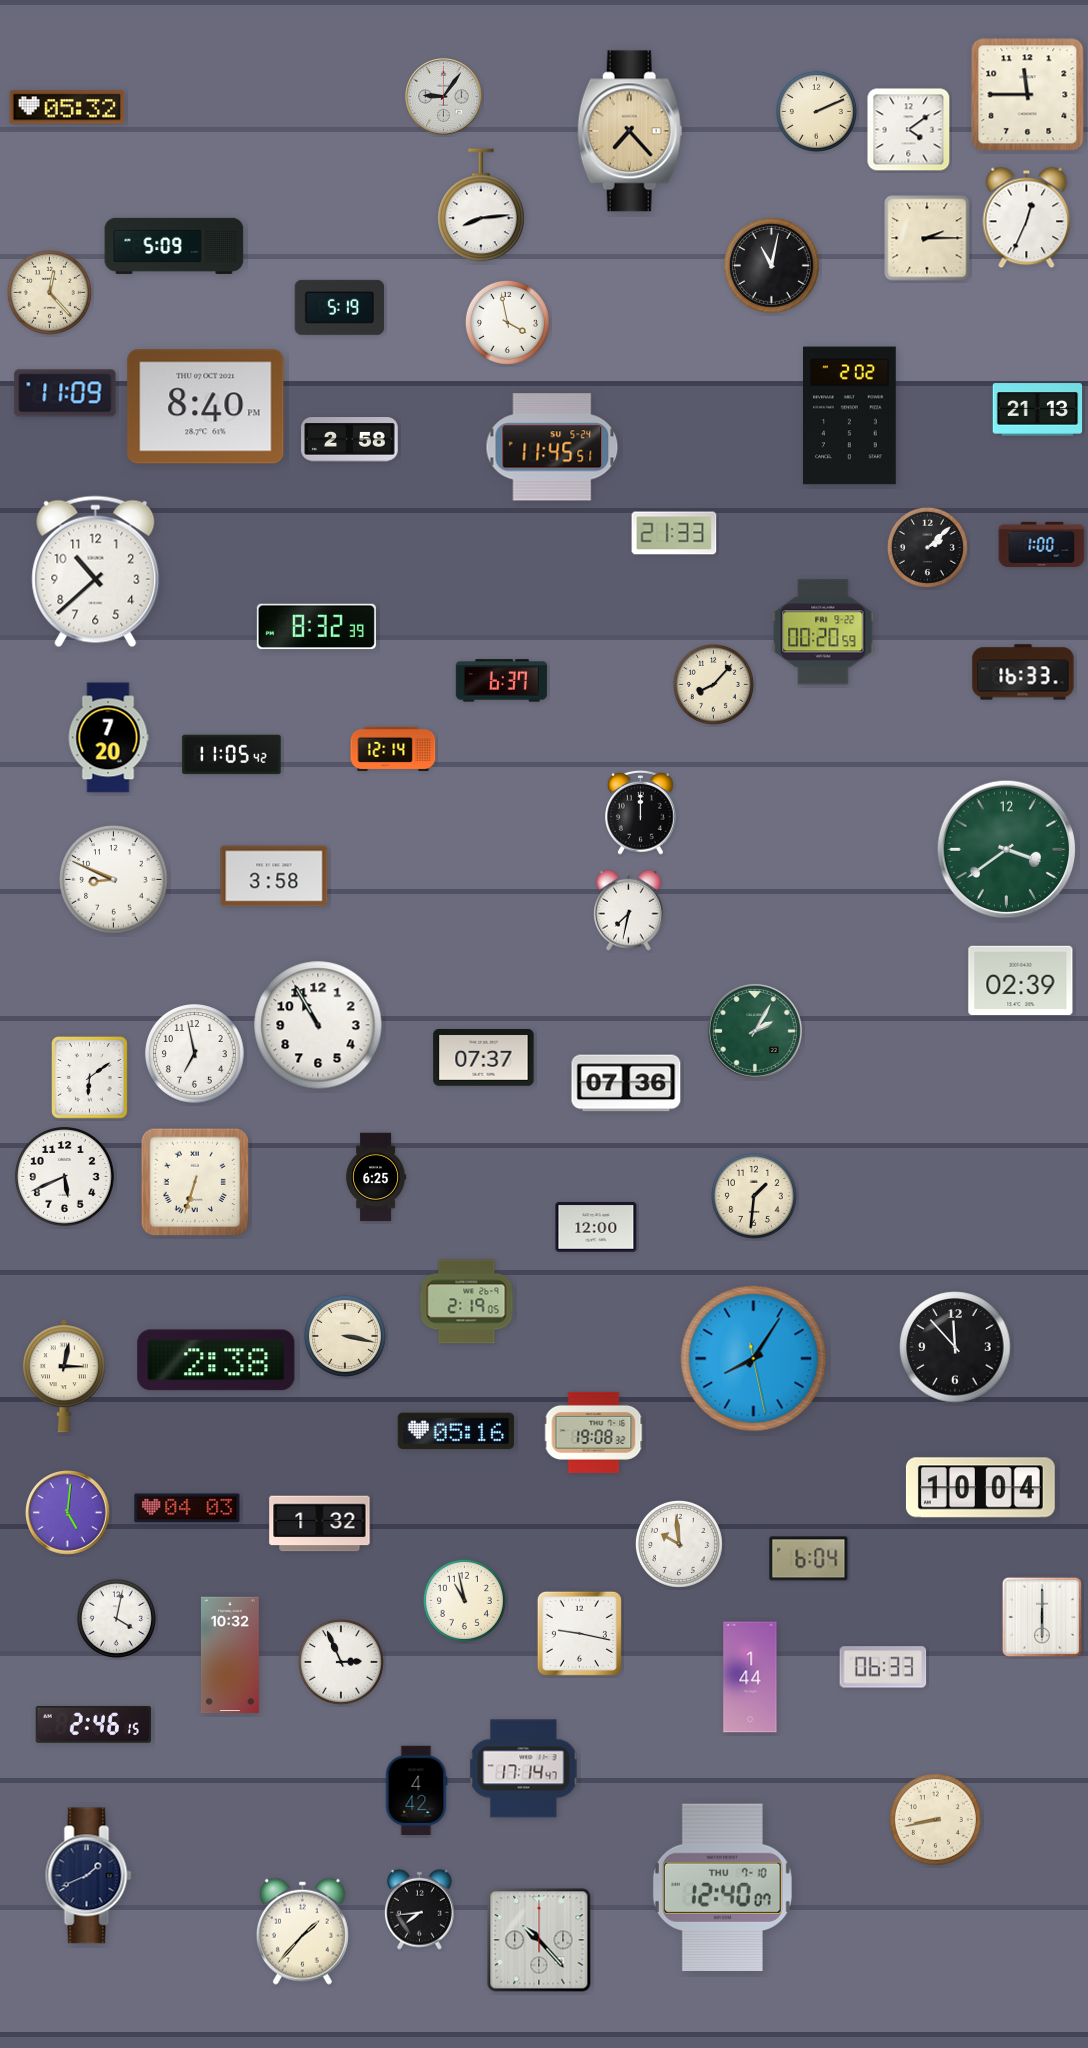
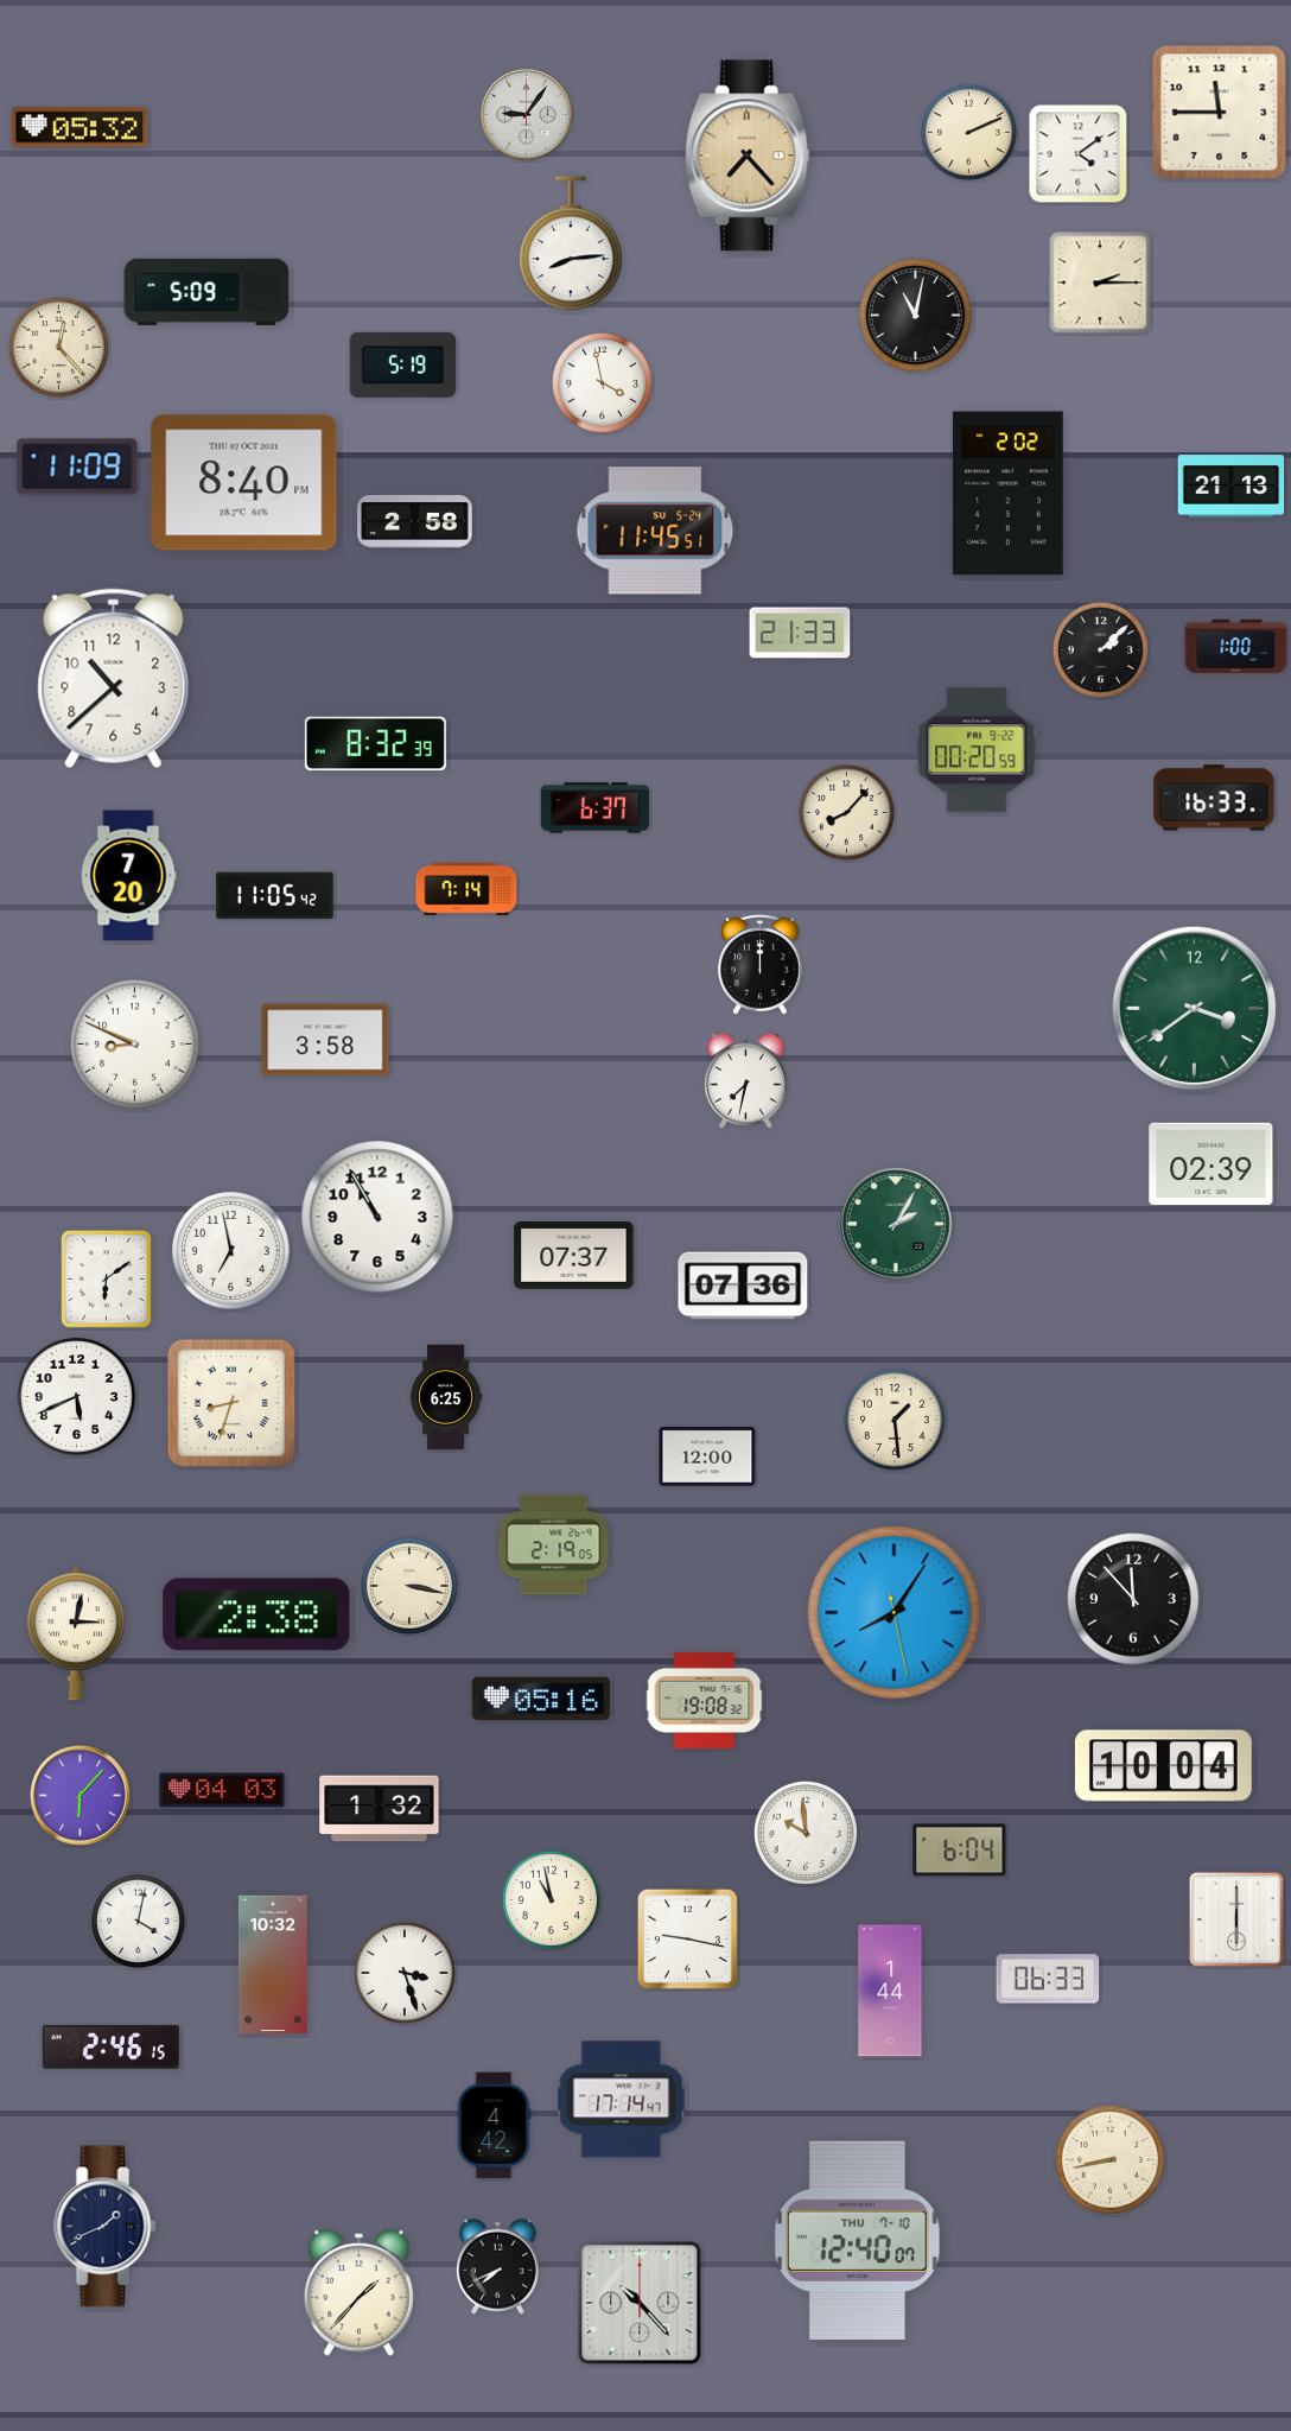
clock at (1027, 218): 12:34 -> none
clock at (393, 749): 12:14 -> 7:14
clock at (195, 1182): 6:33 -> 8:33
clock at (754, 1196): 1:31 -> 1:29
clock at (68, 1513): 5:01 -> 6:07
clock at (341, 1662): 2:56 -> 3:27
clock at (420, 1909): 7:44 -> 7:41
